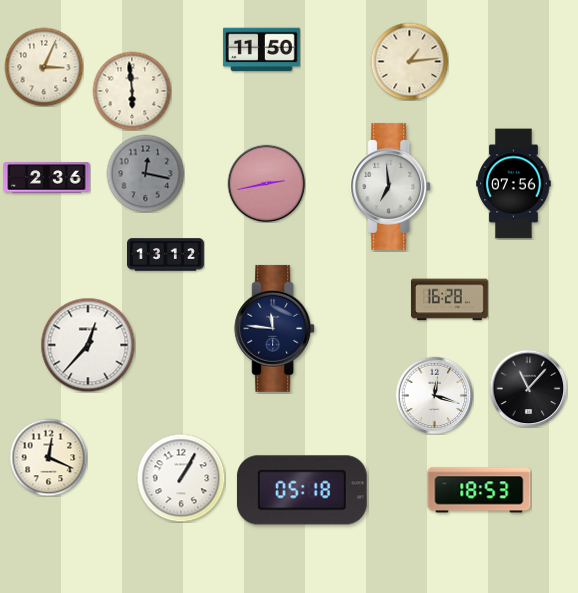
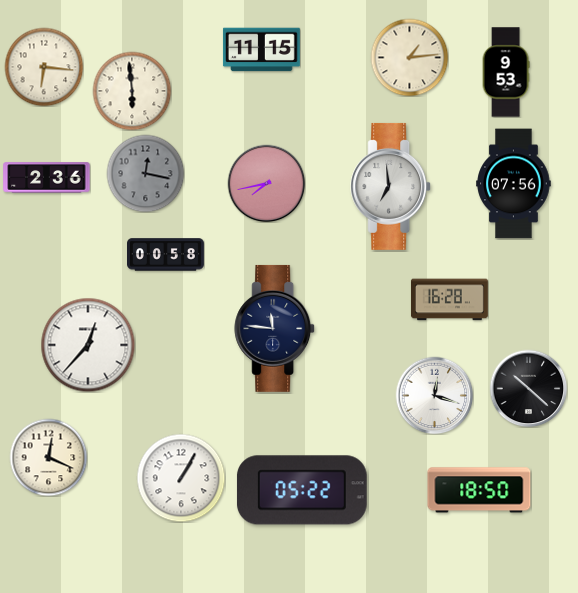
clock at (261, 50): 11:50 -> 11:15
clock at (409, 61) position: (409, 61) -> (409, 57)
clock at (44, 67): 3:04 -> 6:16
clock at (506, 72): none -> 9:53
clock at (266, 183): 2:43 -> 7:43
clock at (166, 255): 13:12 -> 00:58
clock at (528, 388): 11:07 -> 10:22
clock at (302, 490): 05:18 -> 05:22
clock at (479, 490): 18:53 -> 18:50
